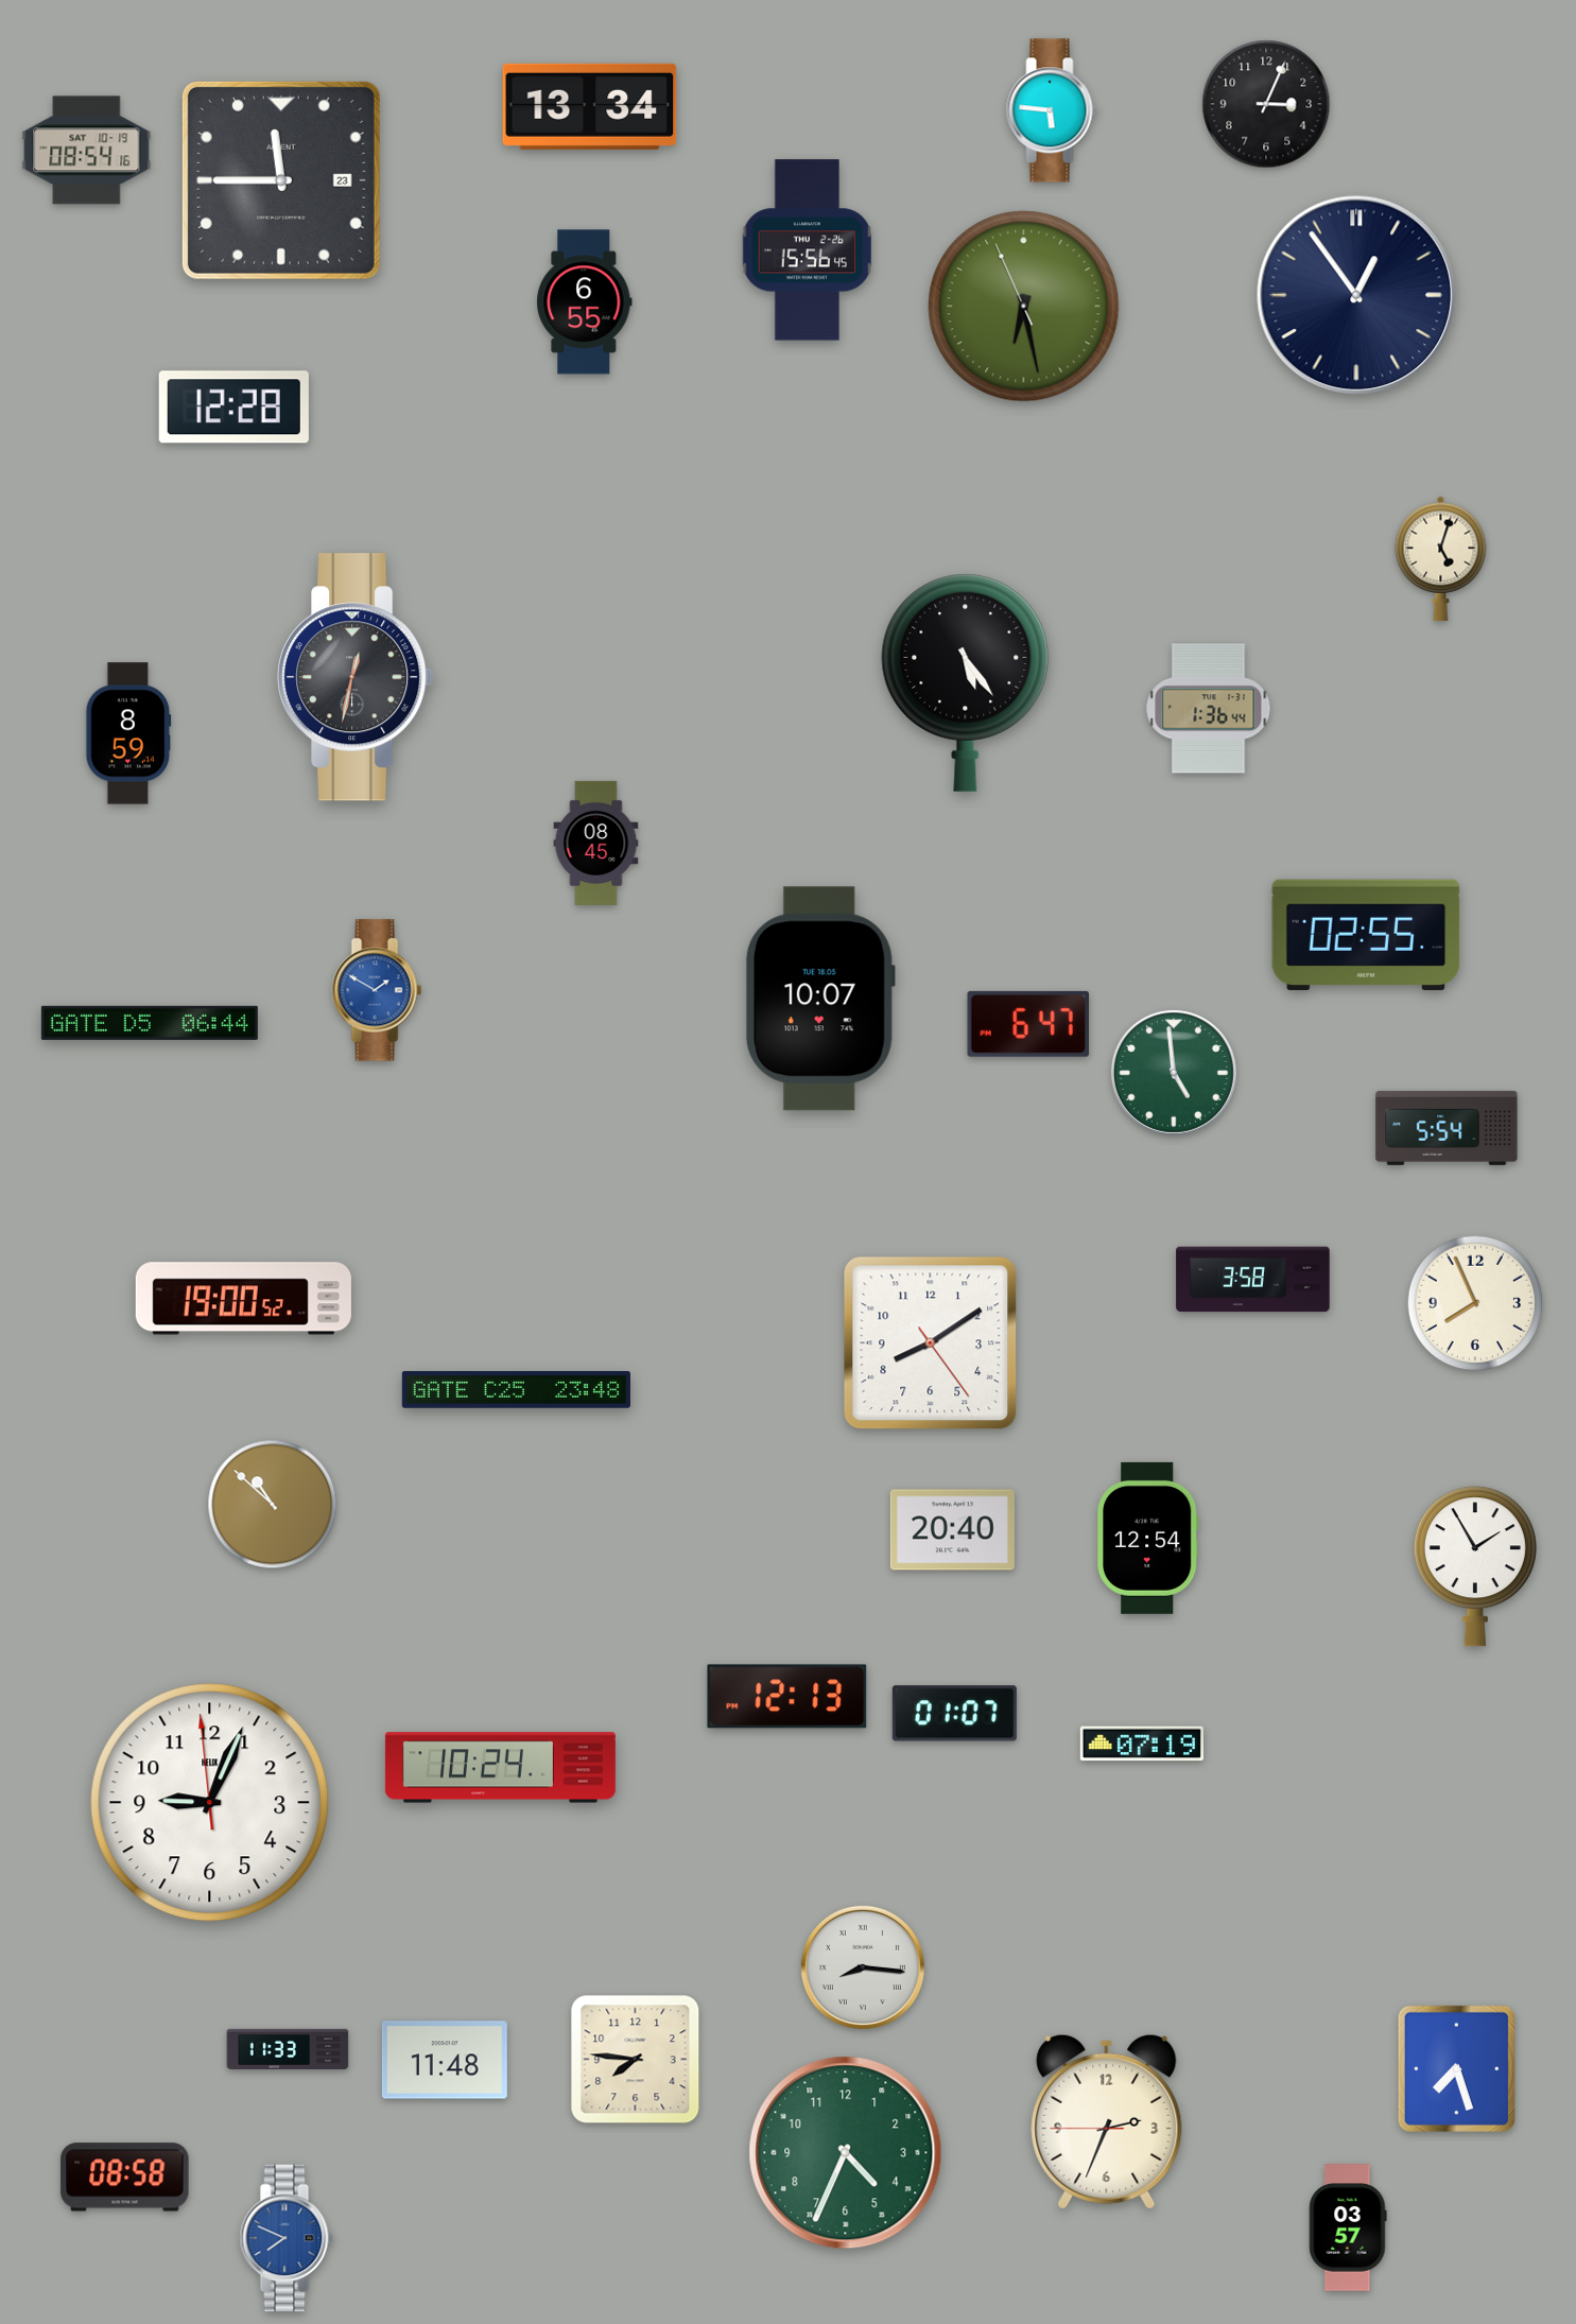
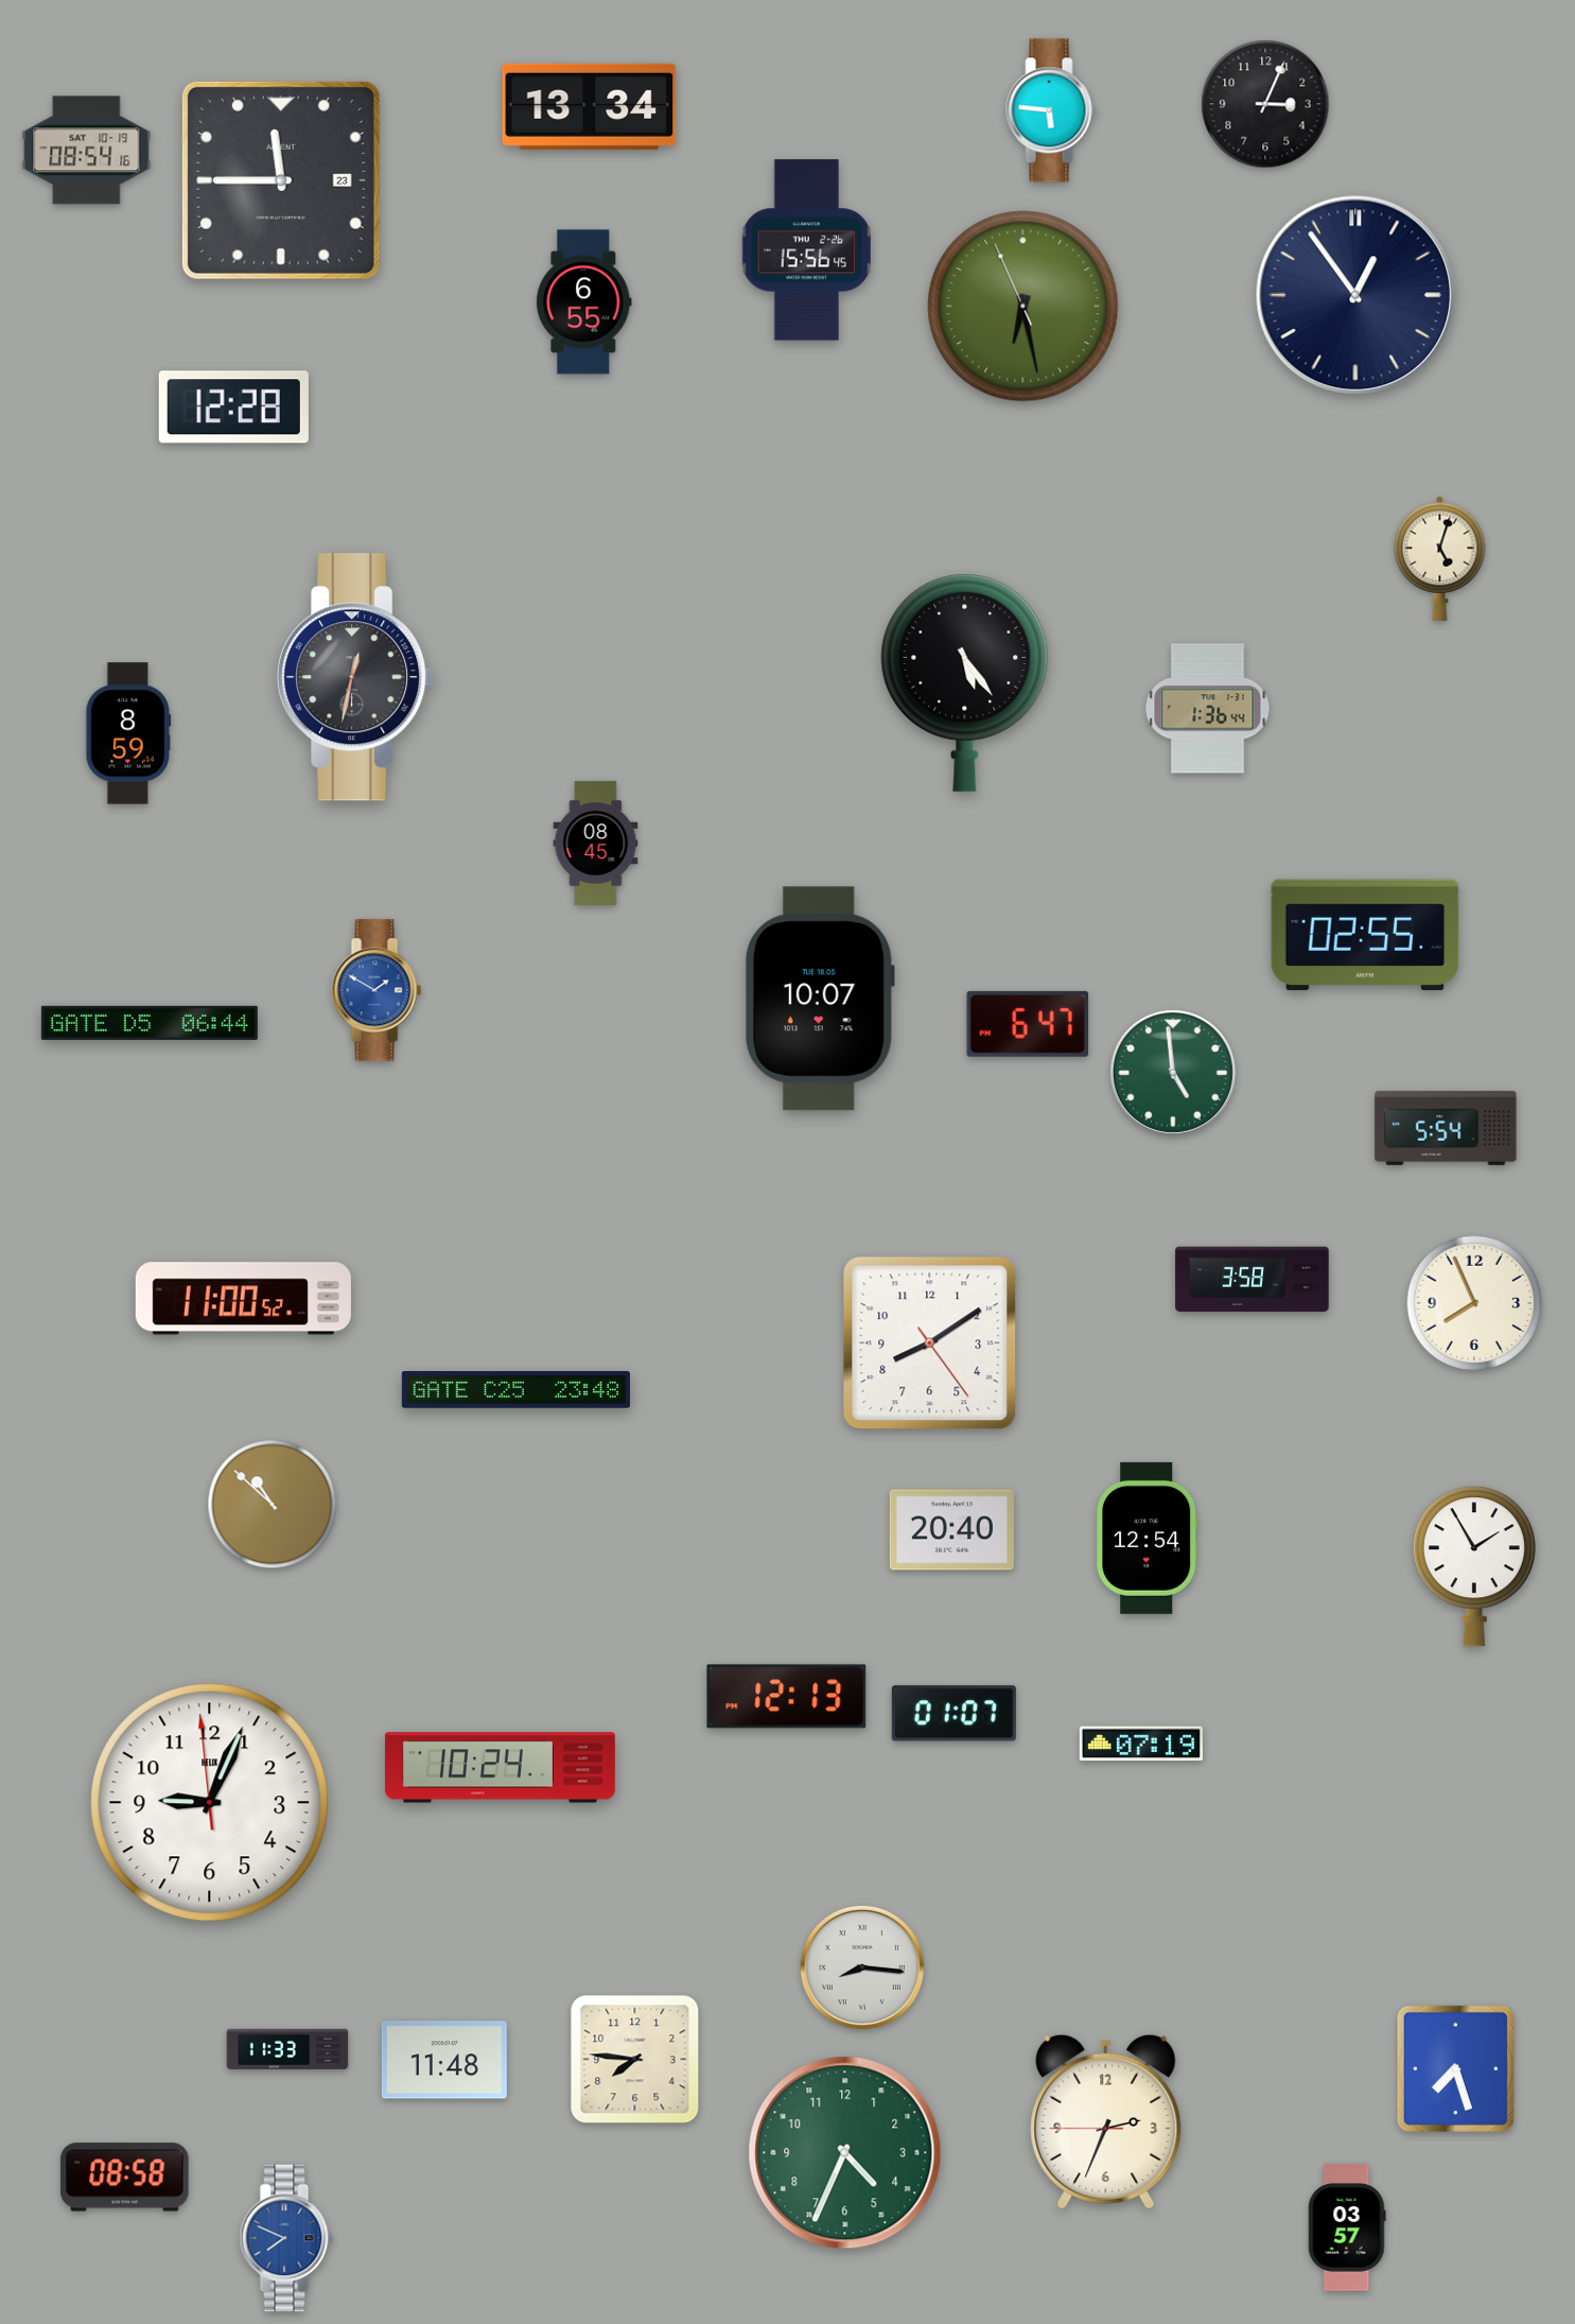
clock at (243, 1299): 19:00 -> 11:00
